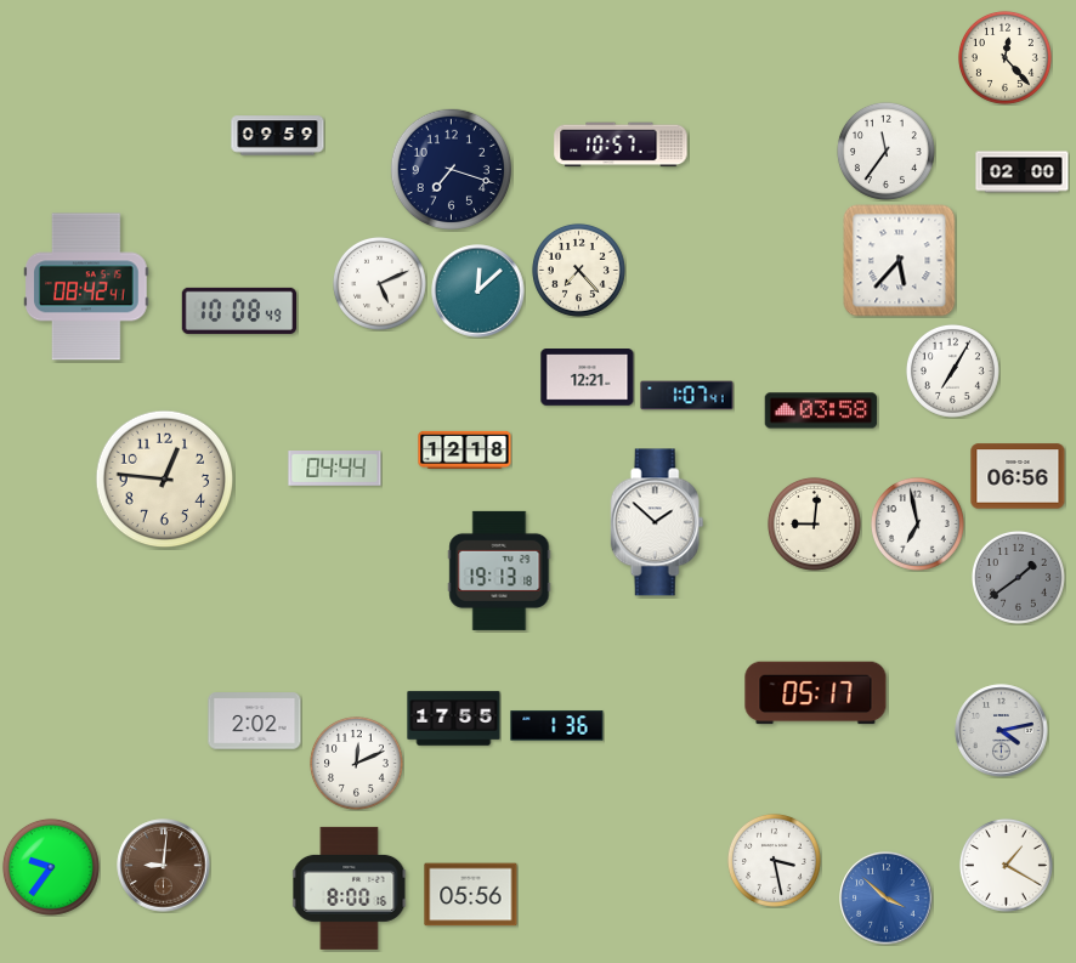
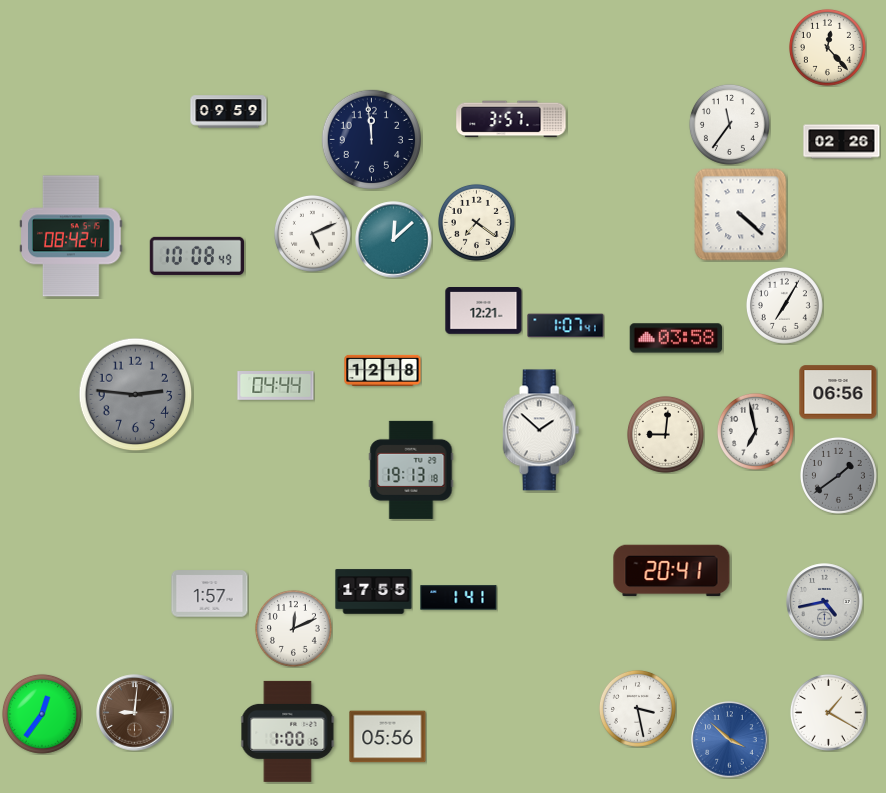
clock at (621, 145): 10:57 -> 3:57
clock at (451, 169): 7:18 -> 11:59
clock at (1023, 172): 02:00 -> 02:26
clock at (900, 261): 5:37 -> 4:22
clock at (578, 270): 7:23 -> 7:21
clock at (165, 480): 12:46 -> 2:46
clock at (165, 480) dial: cream -> grey
clock at (814, 523) position: (814, 523) -> (665, 434)
clock at (816, 693): 05:17 -> 20:41
clock at (255, 721): 2:02 -> 1:57
clock at (557, 726): 1:36 -> 1:41
clock at (1002, 731): 4:13 -> 4:43
clock at (51, 867): 9:36 -> 12:36
clock at (350, 888): 8:00 -> 1:00
